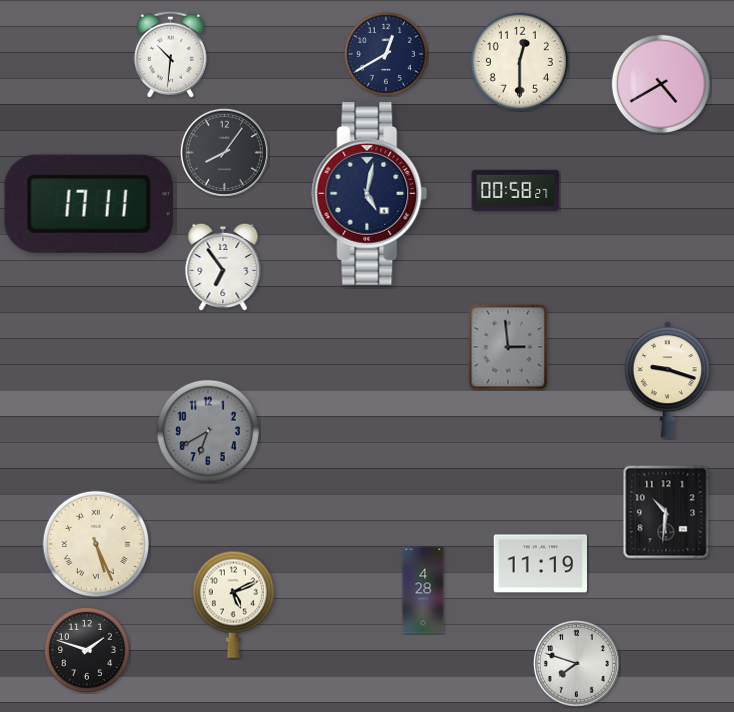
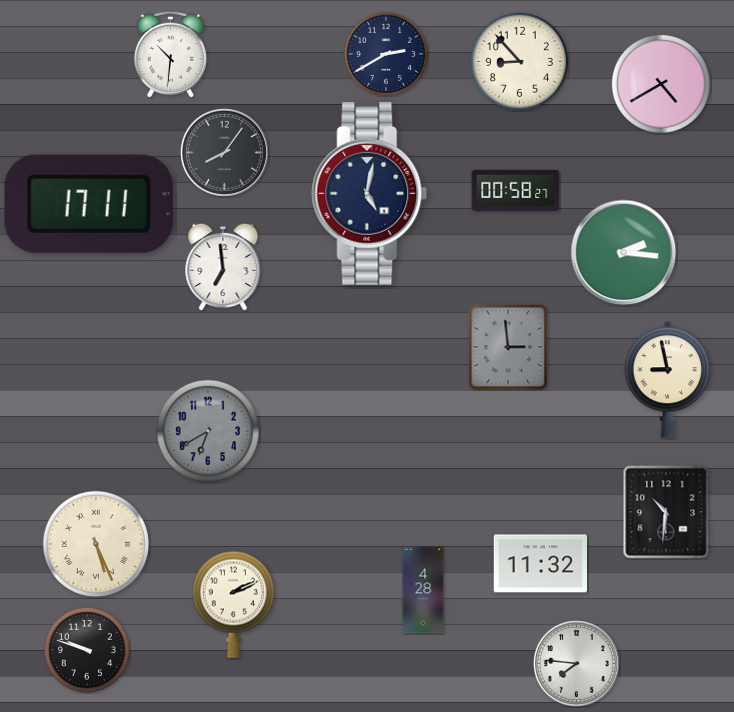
clock at (386, 54): 12:40 -> 2:40
clock at (519, 61): 12:30 -> 8:53
clock at (624, 253): none -> 2:16
clock at (223, 267): 6:54 -> 6:59
clock at (668, 379): 9:18 -> 8:58
clock at (541, 564): 11:19 -> 11:32
clock at (233, 604): 5:11 -> 2:11
clock at (87, 650): 1:48 -> 9:48
clock at (576, 663): 7:48 -> 7:46
